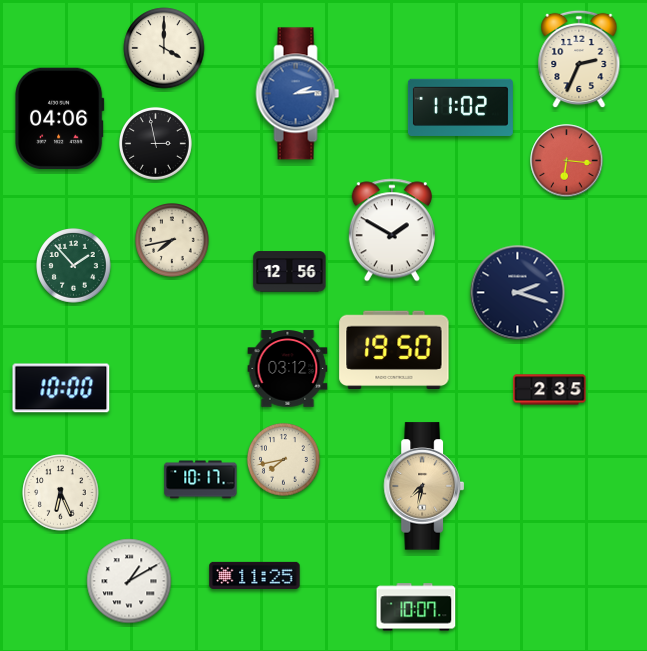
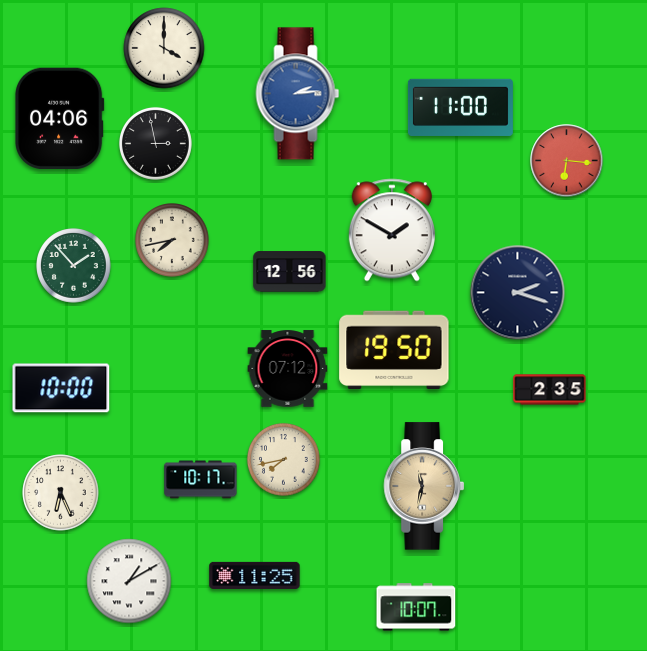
clock at (579, 59): 2:34 -> none
clock at (460, 107): 11:02 -> 11:00
clock at (288, 369): 03:12 -> 07:12
clock at (424, 486): 7:32 -> 11:32
